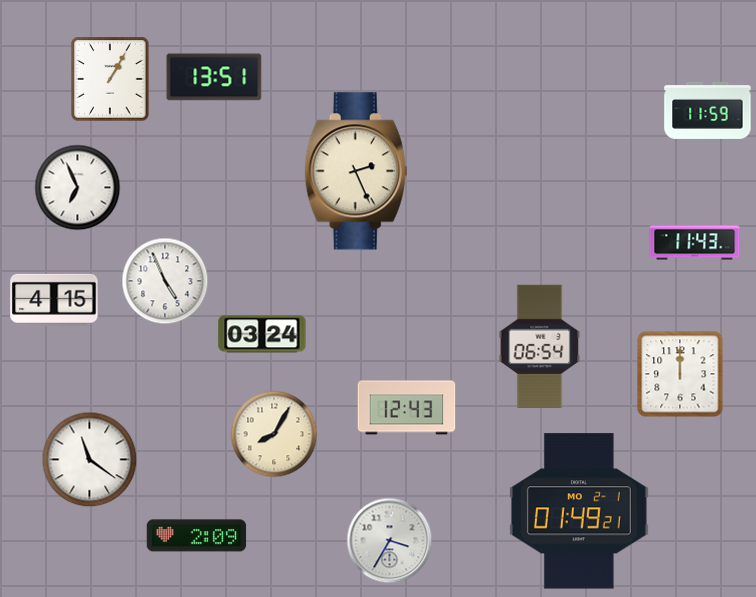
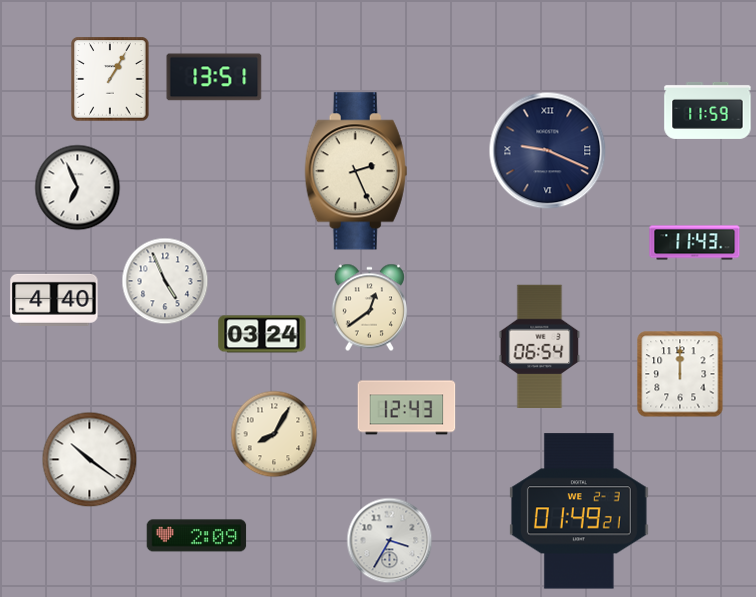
clock at (548, 151): none -> 9:19
clock at (54, 300): 4:15 -> 4:40
clock at (369, 308): none -> 12:39
clock at (90, 460): 11:21 -> 10:21
clock at (579, 511) date: MO 2-1 -> WE 2-3
